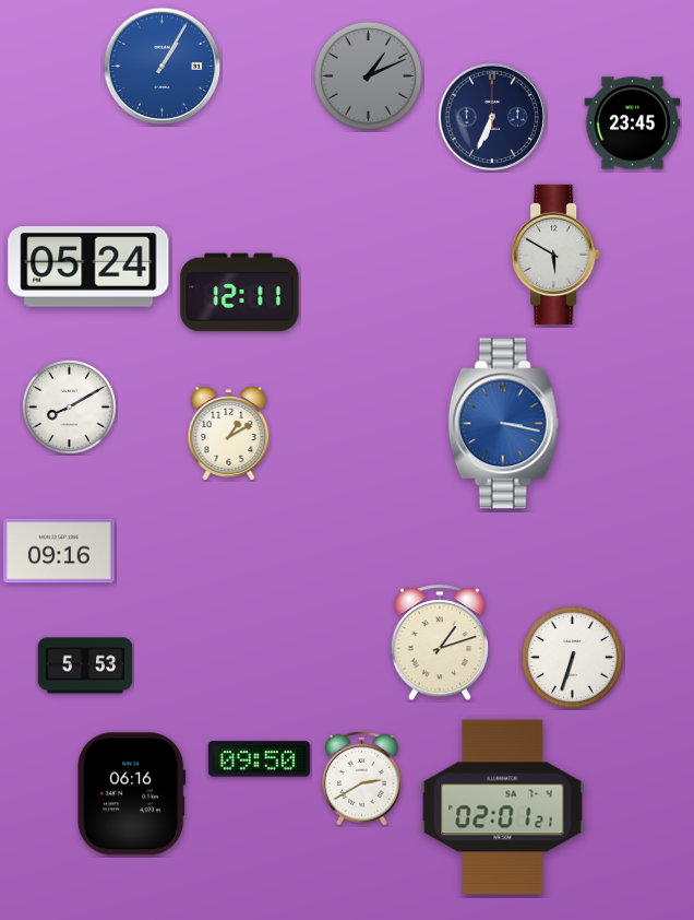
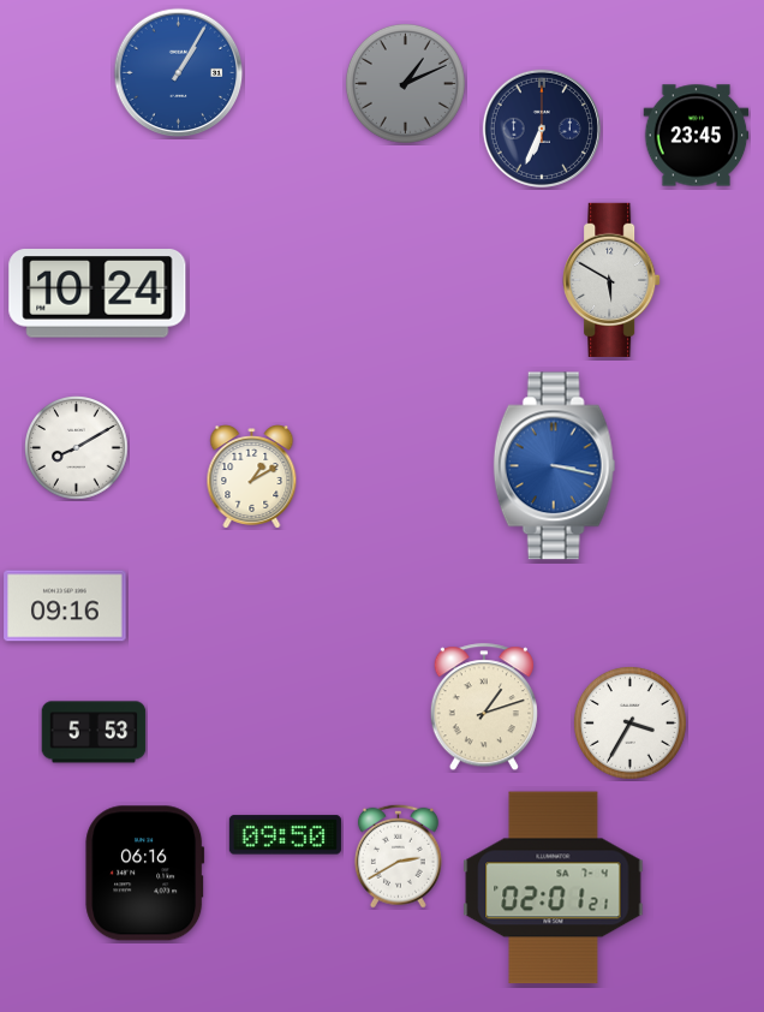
clock at (88, 268): 05:24 -> 10:24
clock at (240, 293): 12:11 -> none
clock at (572, 657): 6:33 -> 3:35
